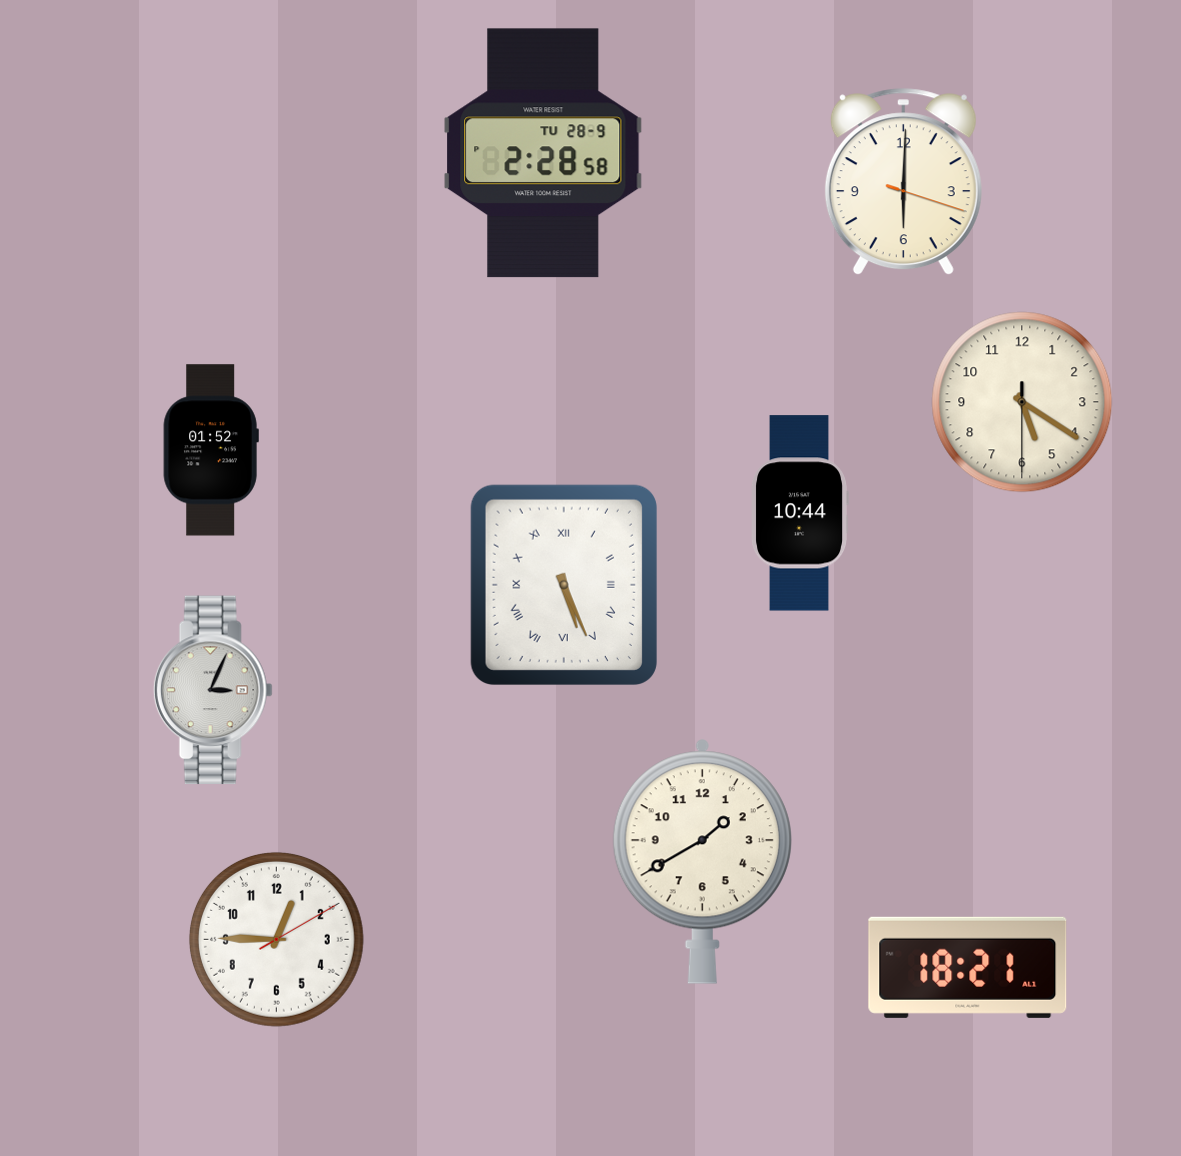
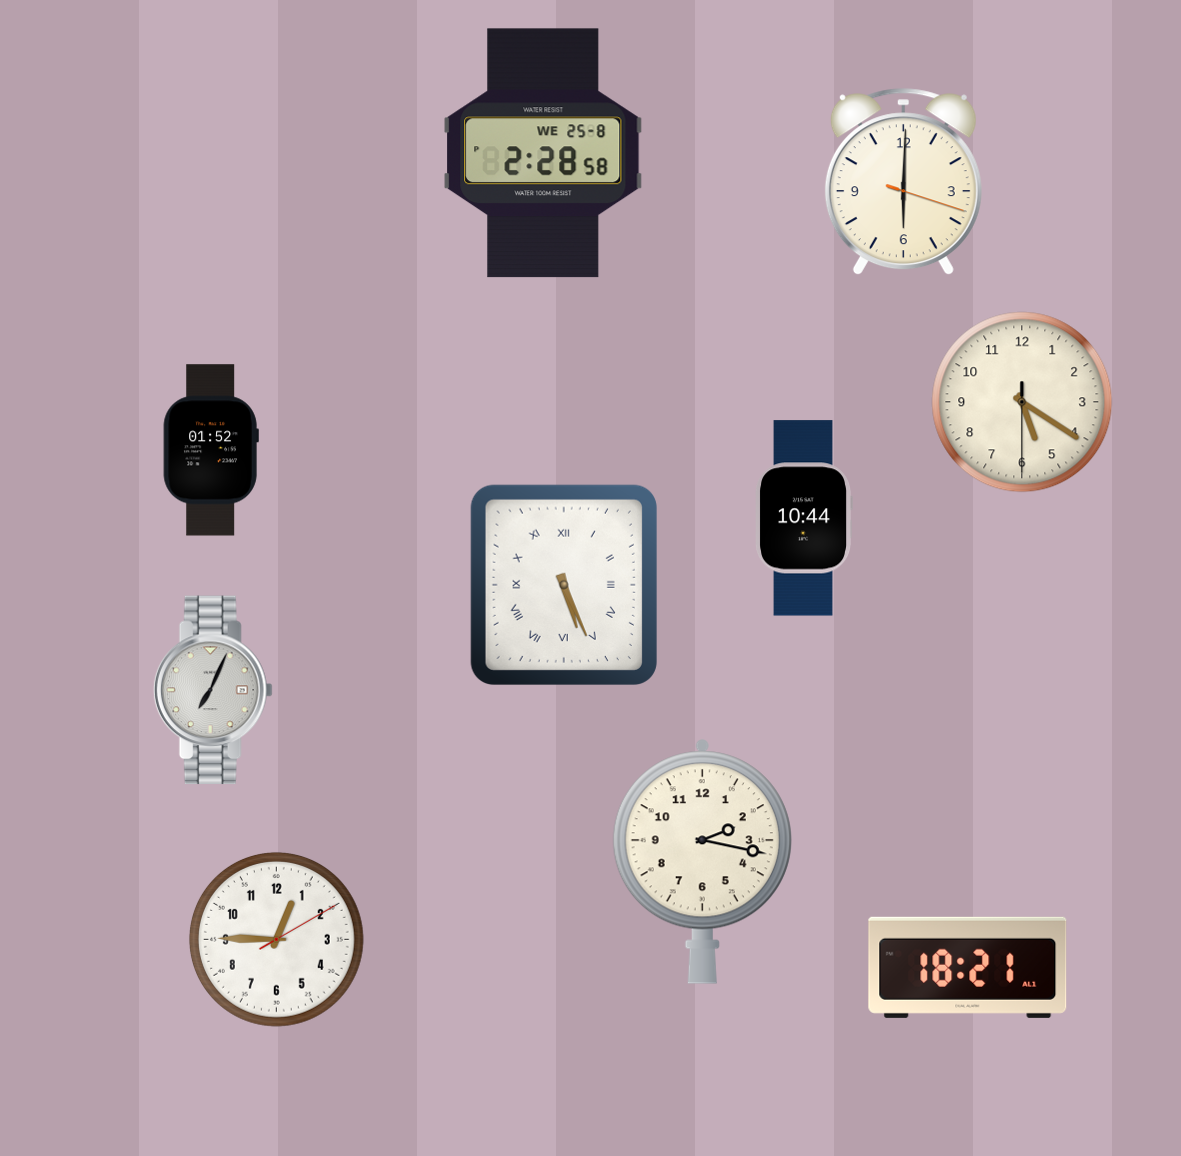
clock at (543, 153) date: TU 28-9 -> WE 25-8
clock at (800, 513) position: (800, 513) -> (804, 518)
clock at (213, 690): 3:04 -> 7:04
clock at (702, 861): 1:40 -> 2:17
